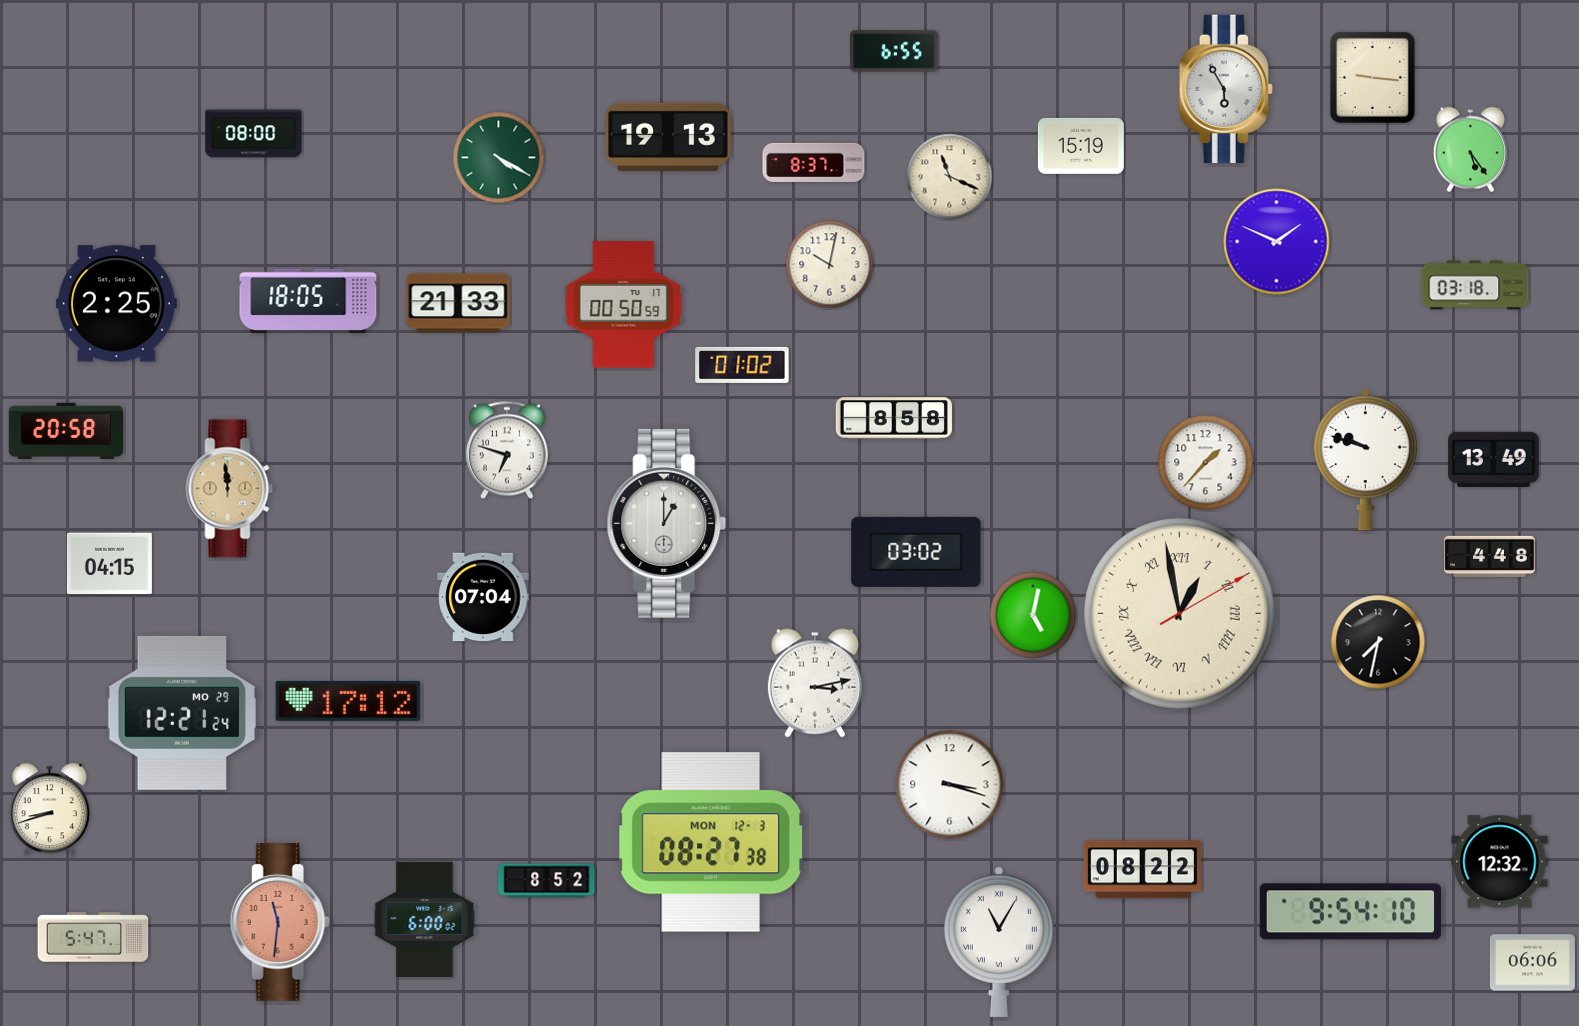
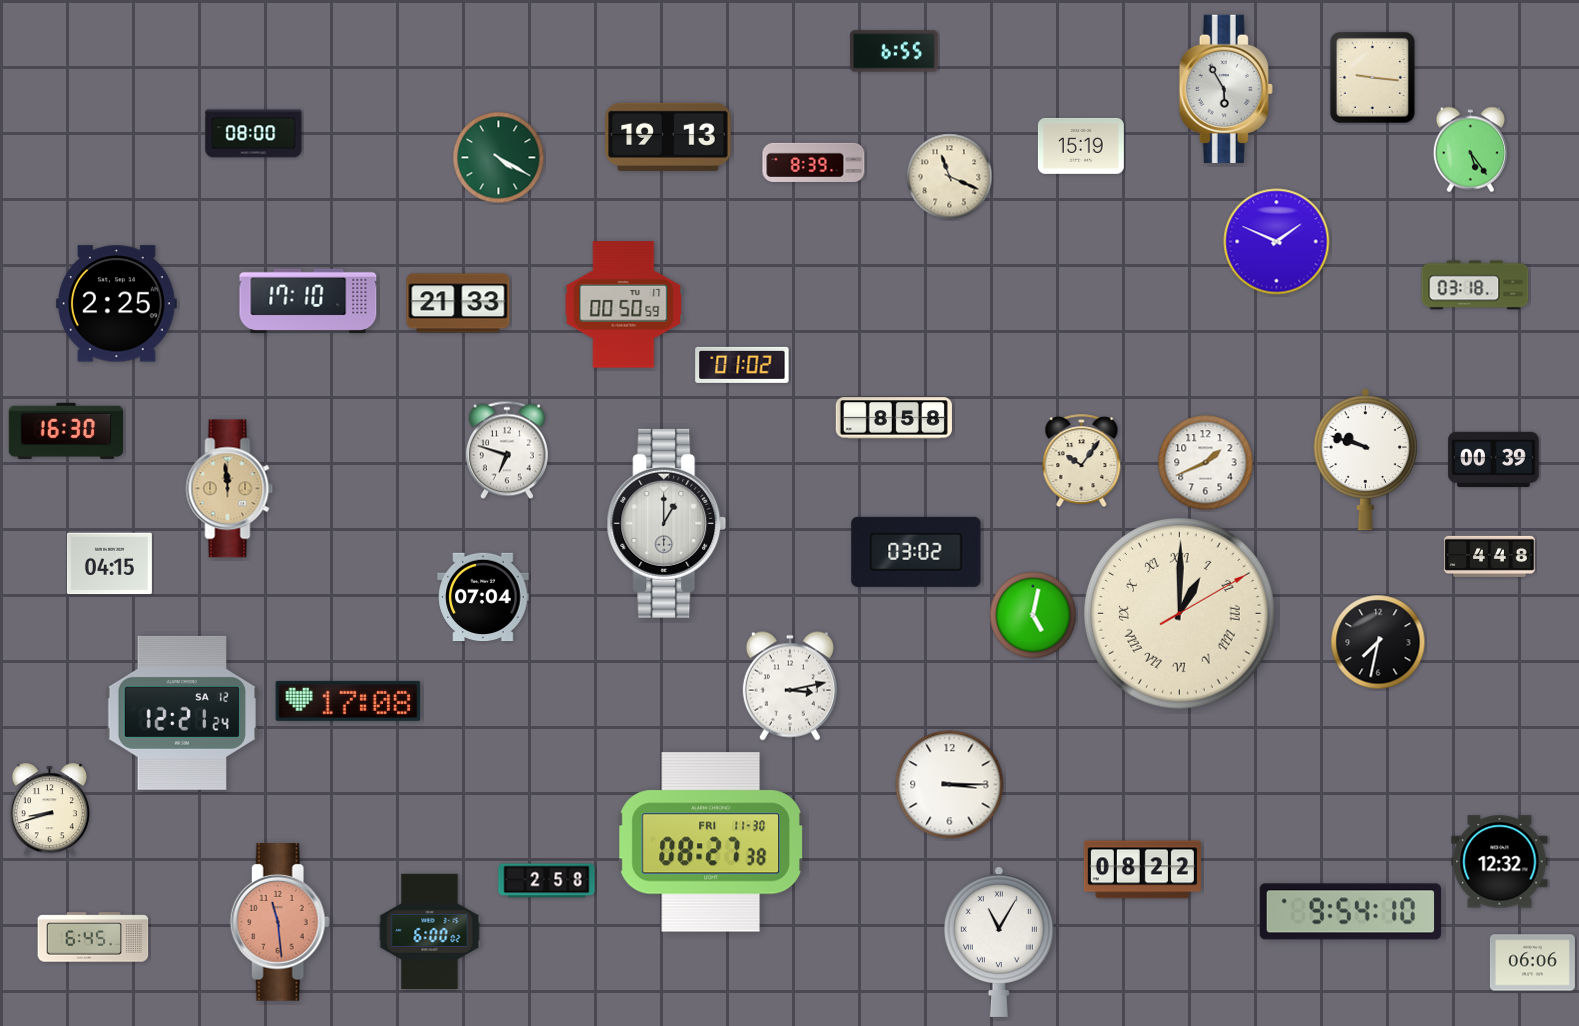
clock at (814, 162): 8:37 -> 8:39
clock at (830, 265): 10:02 -> none
clock at (308, 301): 18:05 -> 17:10
clock at (66, 431): 20:58 -> 16:30
clock at (1494, 459): 13:49 -> 00:39
clock at (1082, 460): none -> 10:06
clock at (1206, 463): 1:37 -> 1:41
clock at (1180, 614): 12:58 -> 1:00
clock at (815, 683) position: (815, 683) -> (790, 686)
clock at (348, 701): 17:12 -> 17:08
clock at (181, 713) date: MO 29 -> SA 12
clock at (950, 785): 3:18 -> 3:15
clock at (711, 842) date: MON 12-3 -> FRI 11-30
clock at (547, 881): 8:52 -> 2:58
clock at (425, 919) position: (425, 919) -> (430, 931)
clock at (280, 923): 11:31 -> 11:29
clock at (93, 937): 5:47 -> 6:45
